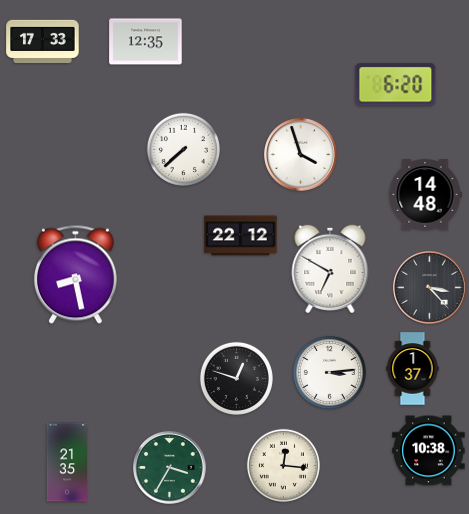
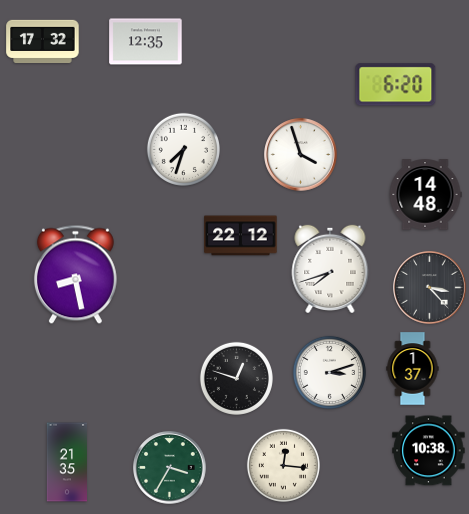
clock at (43, 42): 17:33 -> 17:32
clock at (183, 149): 7:38 -> 7:33
clock at (330, 268): 6:50 -> 7:42
clock at (329, 372): 3:14 -> 3:12
